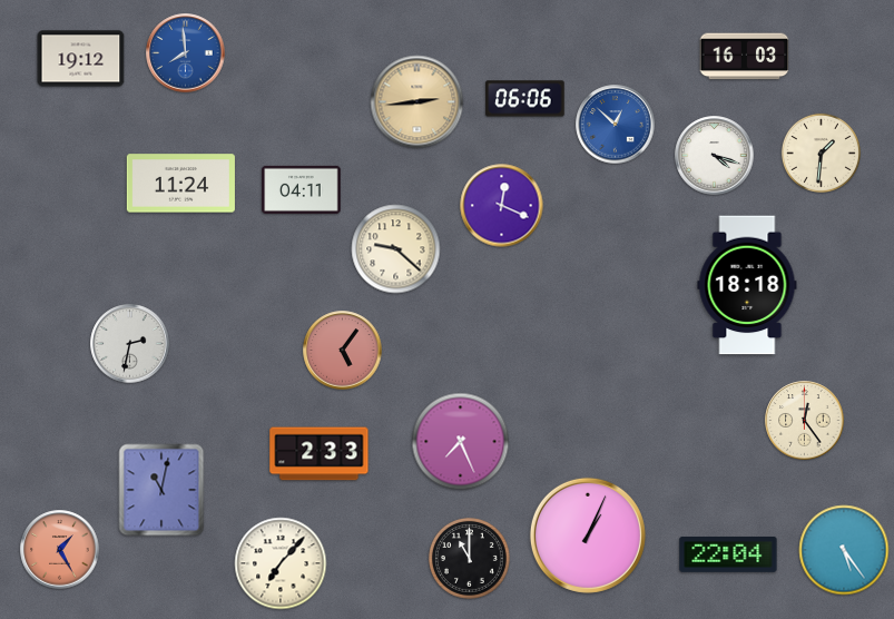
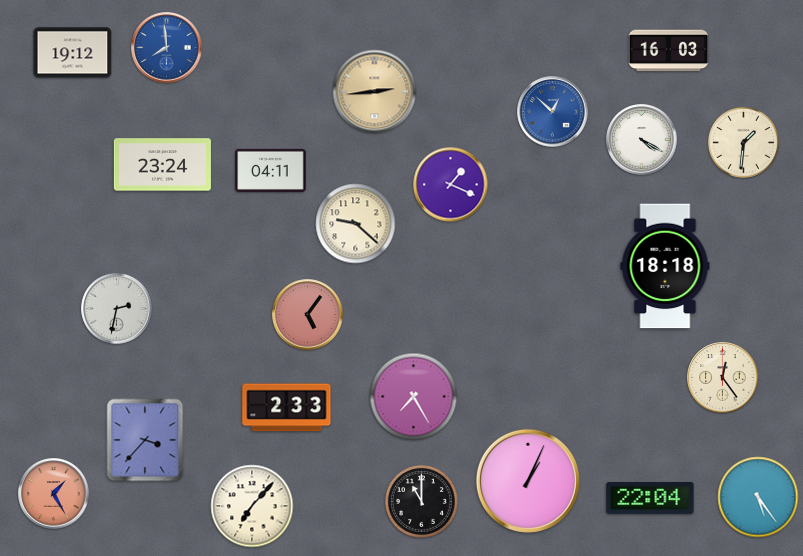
clock at (525, 99): 06:06 -> none
clock at (821, 153) position: (821, 153) -> (743, 142)
clock at (715, 156): 4:18 -> 4:20
clock at (180, 184): 11:24 -> 23:24
clock at (502, 206): 12:19 -> 1:19
clock at (747, 285) position: (747, 285) -> (665, 266)
clock at (461, 442): 7:26 -> 7:25
clock at (161, 490): 11:02 -> 3:37
clock at (844, 550) position: (844, 550) -> (758, 497)
clock at (728, 556) position: (728, 556) -> (650, 499)
